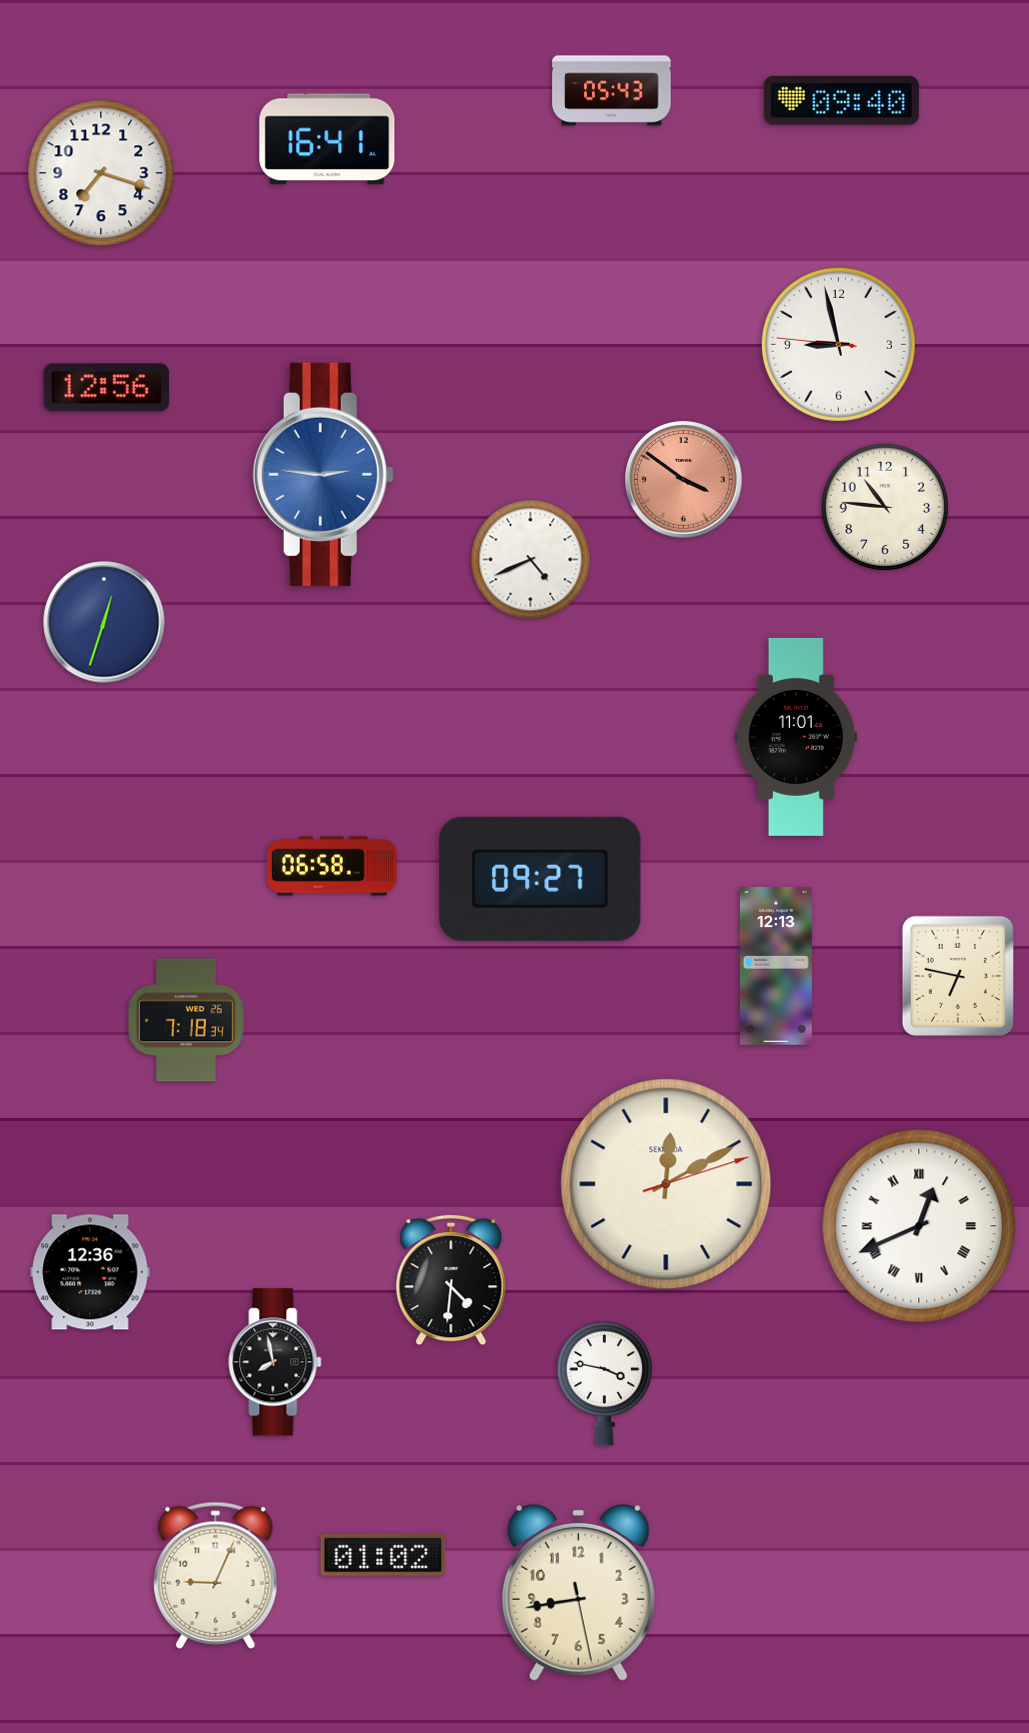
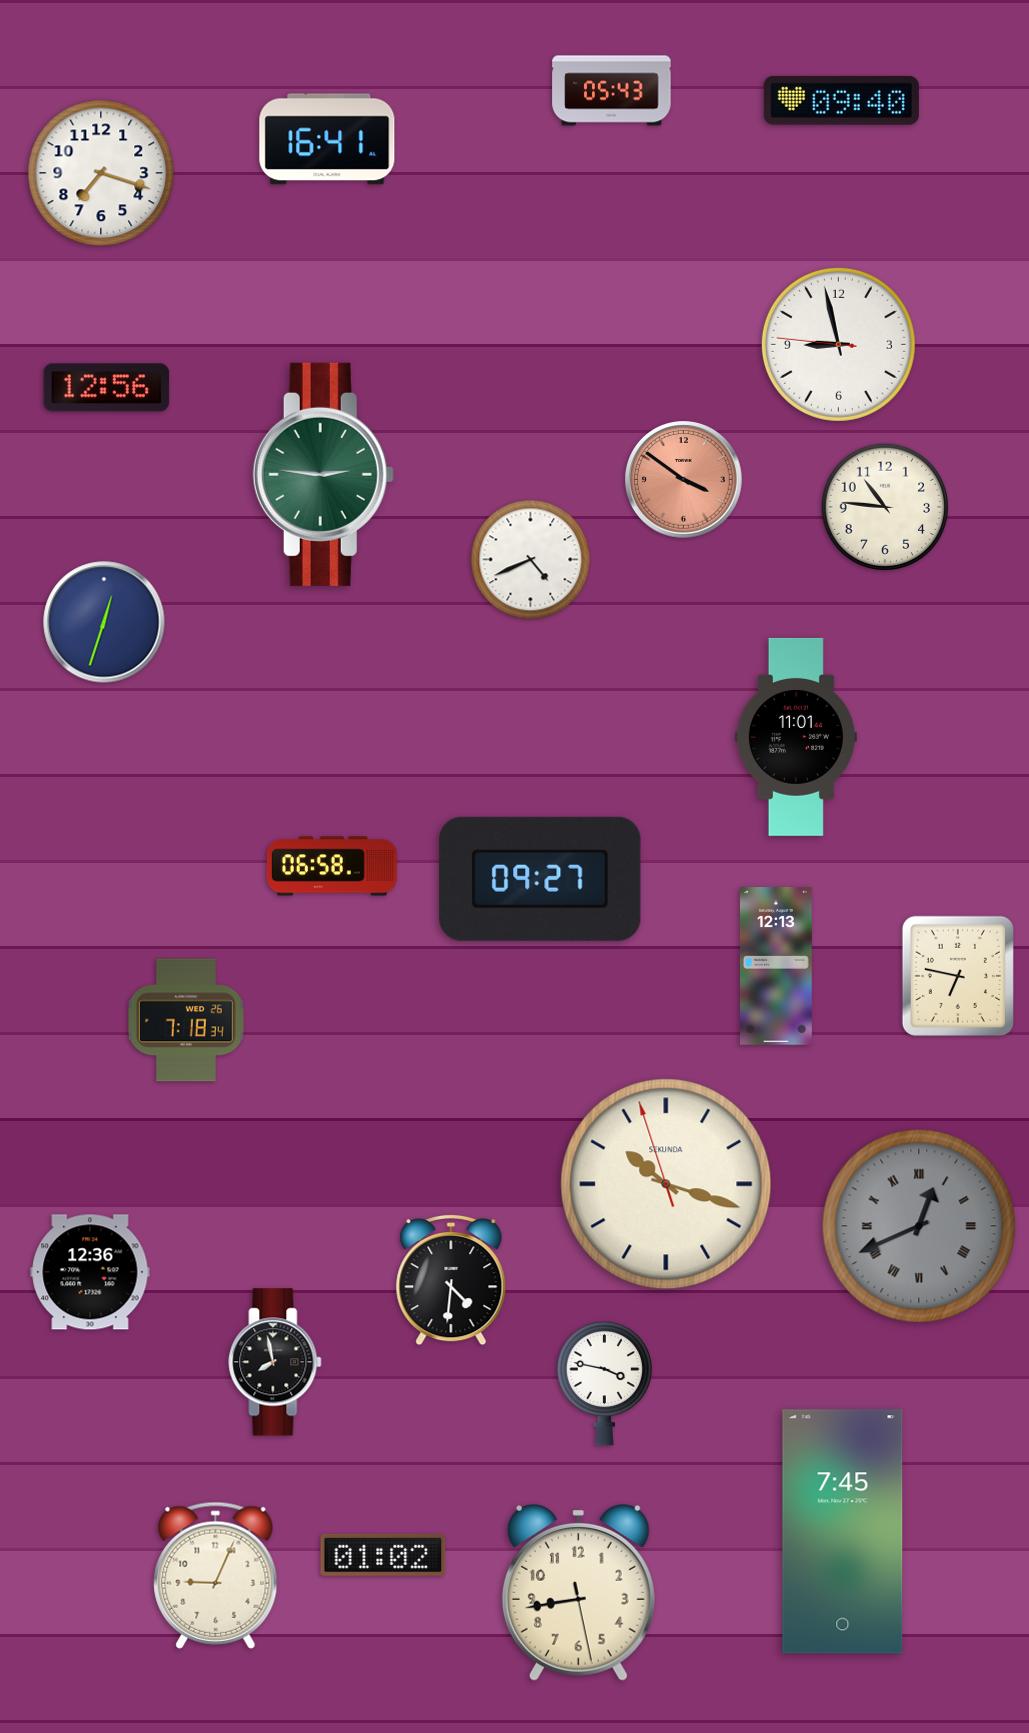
clock at (323, 474) dial: blue -> green
clock at (666, 1184): 12:10 -> 10:17
clock at (919, 1226) dial: white -> grey
clock at (843, 1532): none -> 7:45
